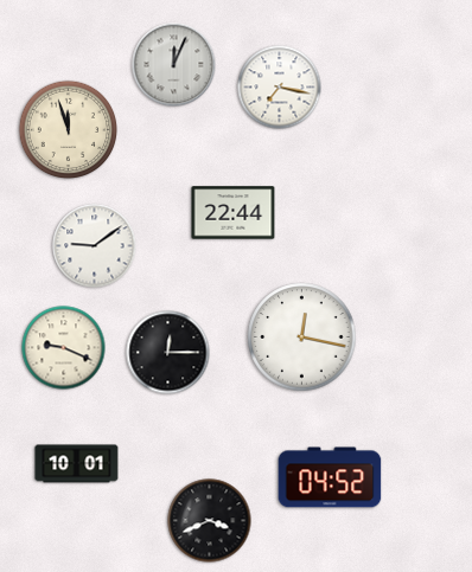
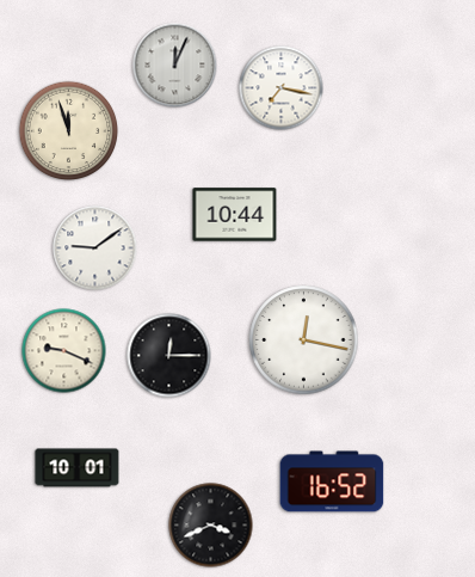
clock at (234, 213): 22:44 -> 10:44
clock at (330, 477): 04:52 -> 16:52
